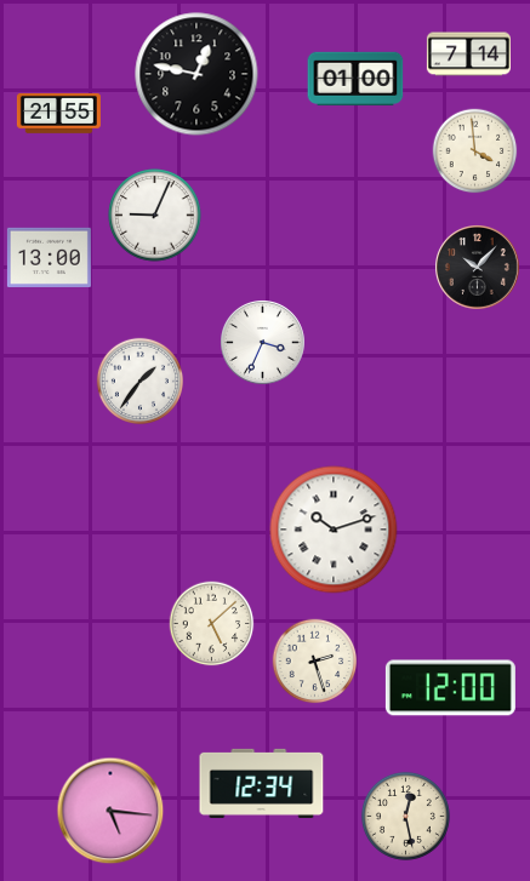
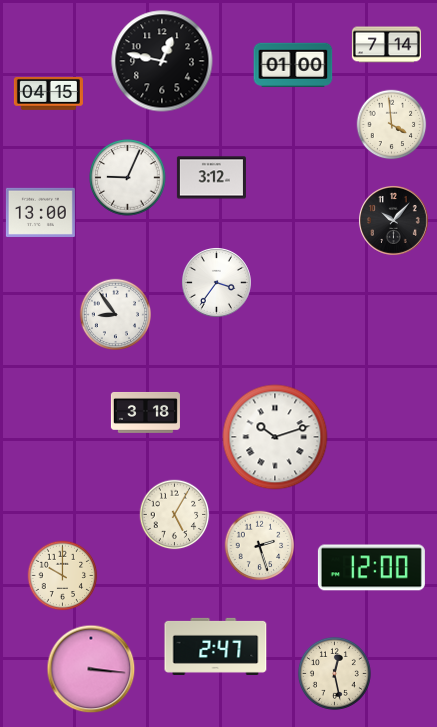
clock at (58, 113): 21:55 -> 04:15
clock at (211, 178): none -> 3:12
clock at (263, 343): 3:34 -> 3:36
clock at (139, 381): 1:36 -> 8:54
clock at (145, 412): none -> 3:18
clock at (212, 624): 5:08 -> 5:05
clock at (63, 576): none -> 10:00
clock at (262, 783): 12:34 -> 2:47
clock at (110, 811): 5:16 -> 3:16
